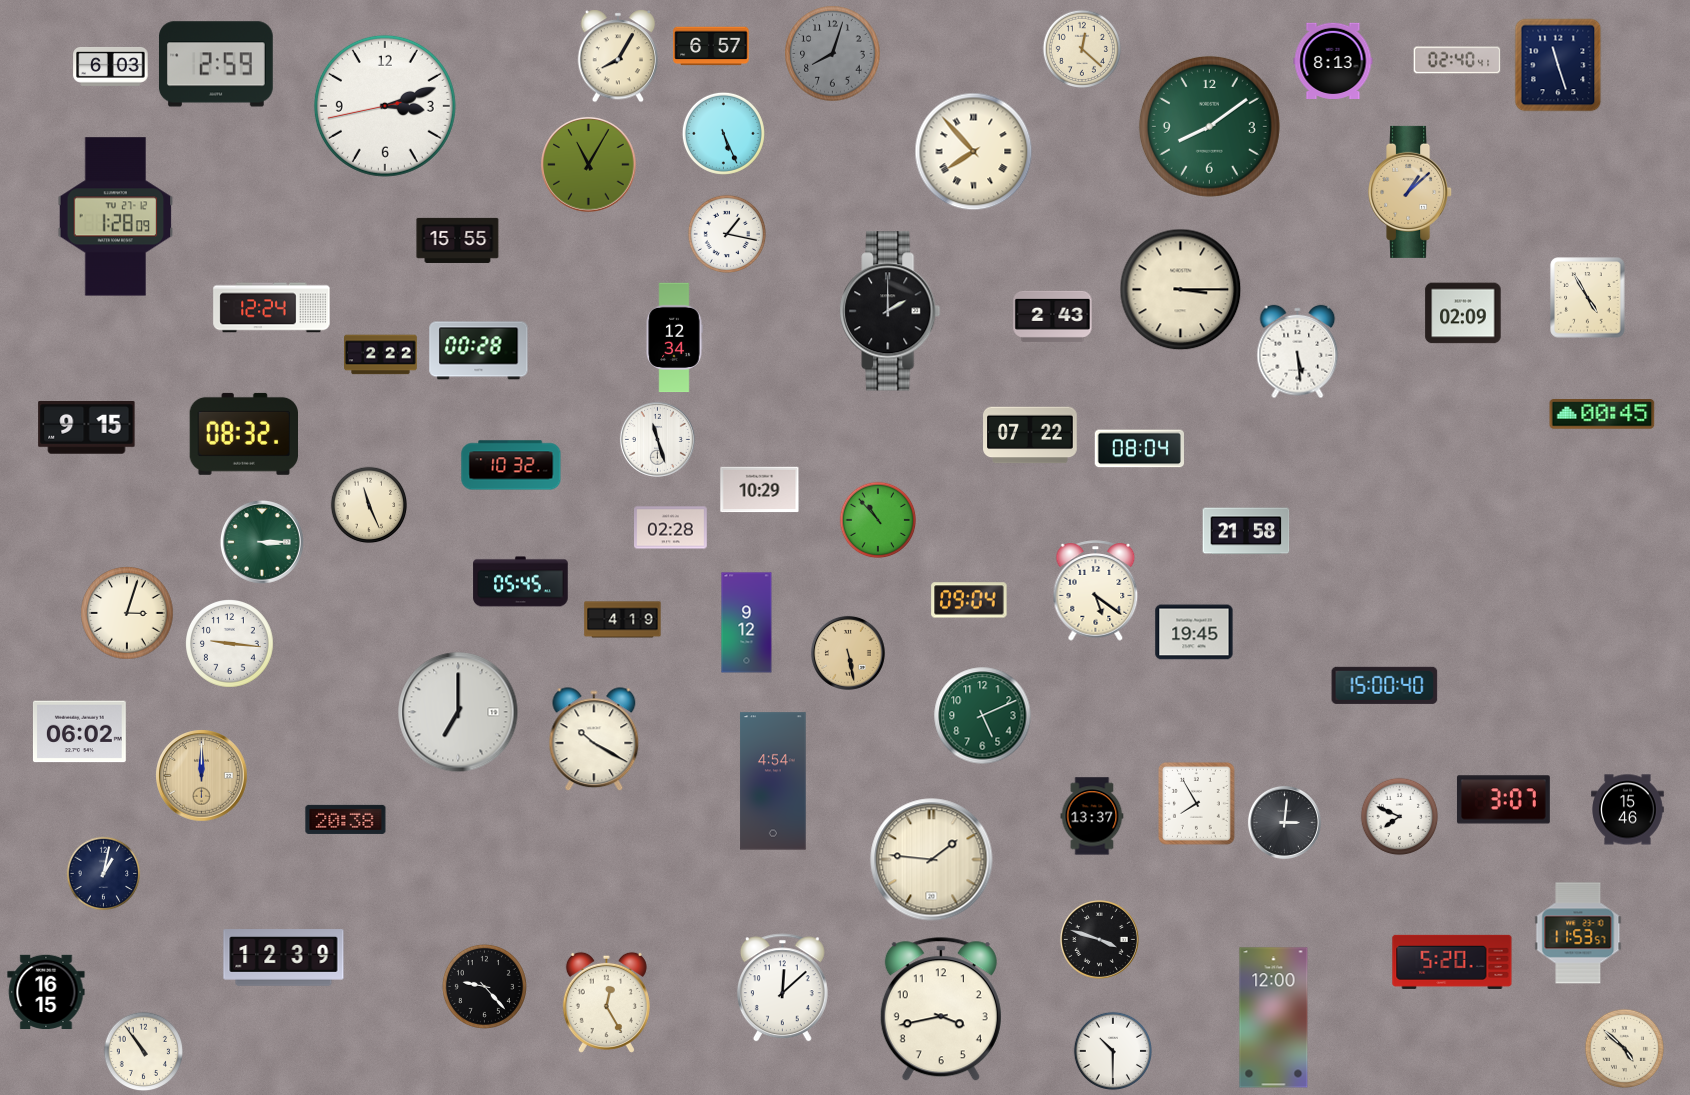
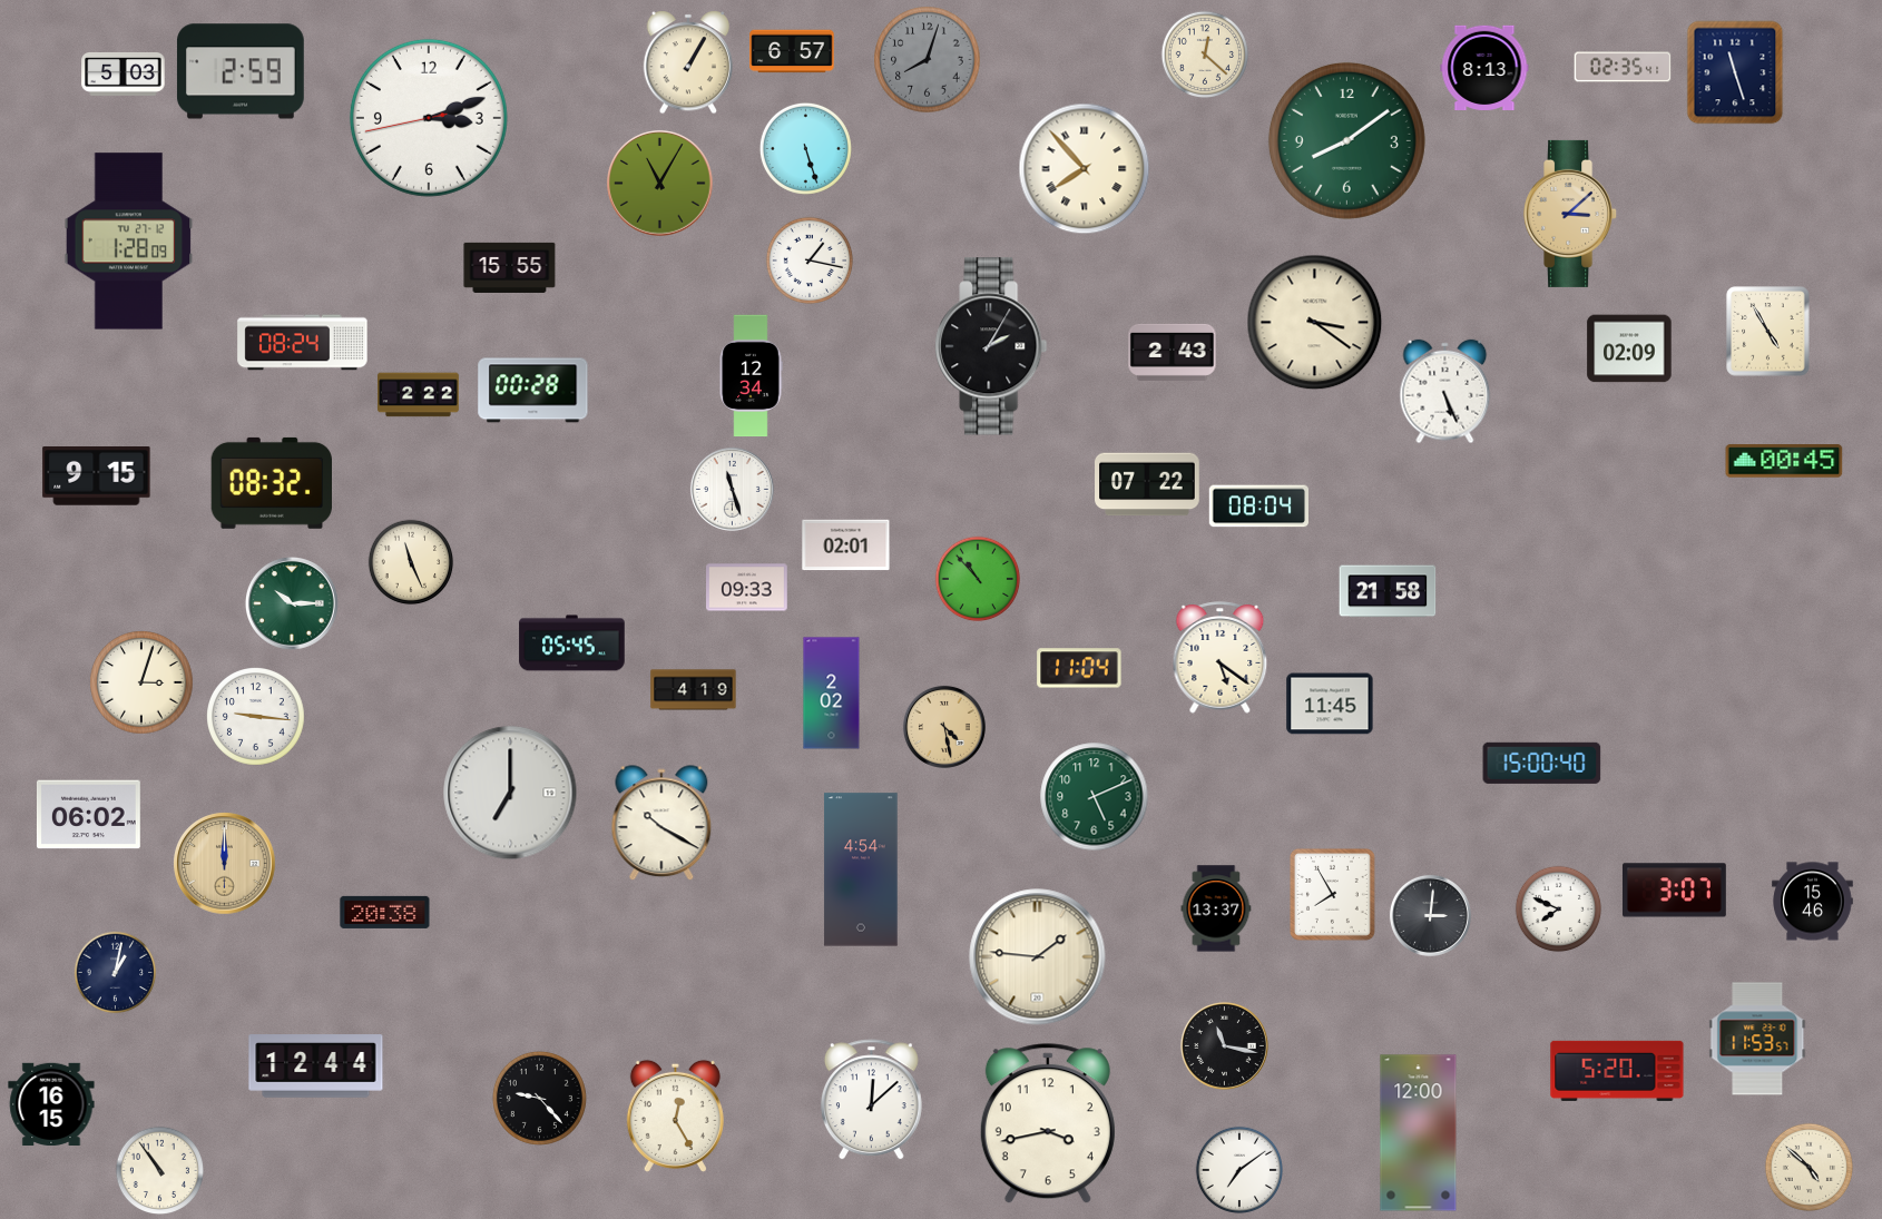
clock at (617, 56): 8:05 -> 1:05
clock at (1457, 60): 02:40 -> 02:35
clock at (111, 66): 6:03 -> 5:03
clock at (723, 133): 5:26 -> 5:27
clock at (589, 165) position: (589, 165) -> (660, 184)
clock at (1411, 192): 1:08 -> 3:08
clock at (1181, 290): 3:15 -> 3:21
clock at (272, 308): 12:24 -> 08:24
clock at (890, 311): 2:00 -> 2:05
clock at (1298, 352): 5:29 -> 5:26
clock at (381, 355) position: (381, 355) -> (419, 395)
clock at (1139, 449) position: (1139, 449) -> (1258, 507)
clock at (511, 465): 10:32 -> none
clock at (760, 490): 10:29 -> 02:01
clock at (671, 528): 02:28 -> 09:33
clock at (262, 542): 3:15 -> 10:15
clock at (521, 582) position: (521, 582) -> (572, 643)
clock at (969, 600): 09:04 -> 11:04
clock at (747, 623): 9:12 -> 2:02
clock at (1194, 632): 19:45 -> 11:45
clock at (848, 653): 5:28 -> 4:28
clock at (1099, 939): 3:48 -> 11:17
clock at (284, 958): 12:39 -> 12:44
clock at (1112, 1050): 10:30 -> 7:09
